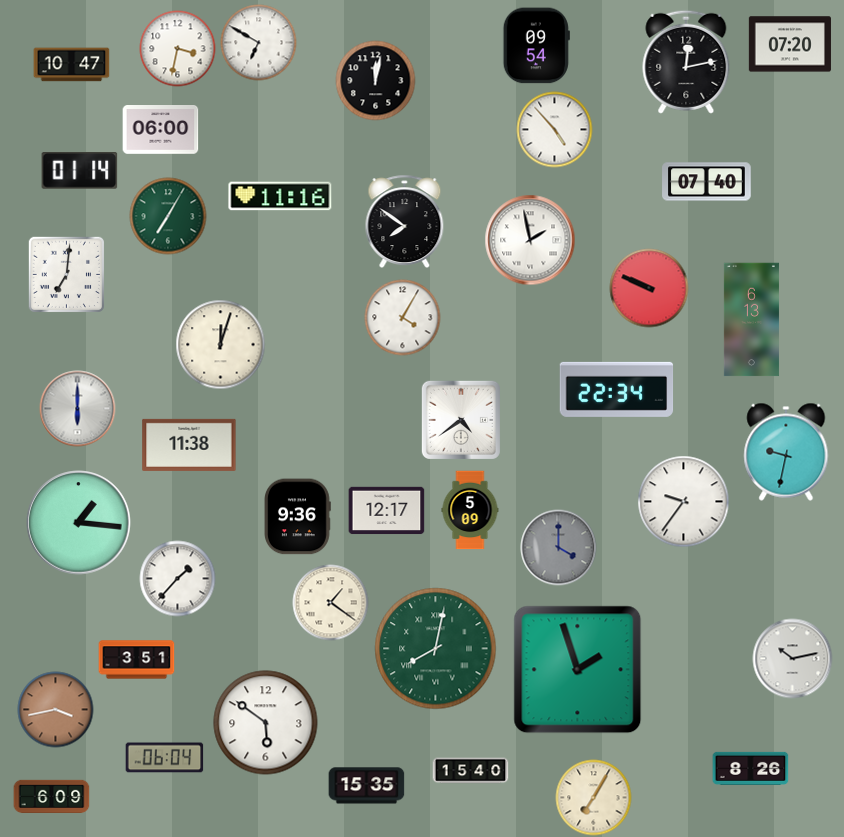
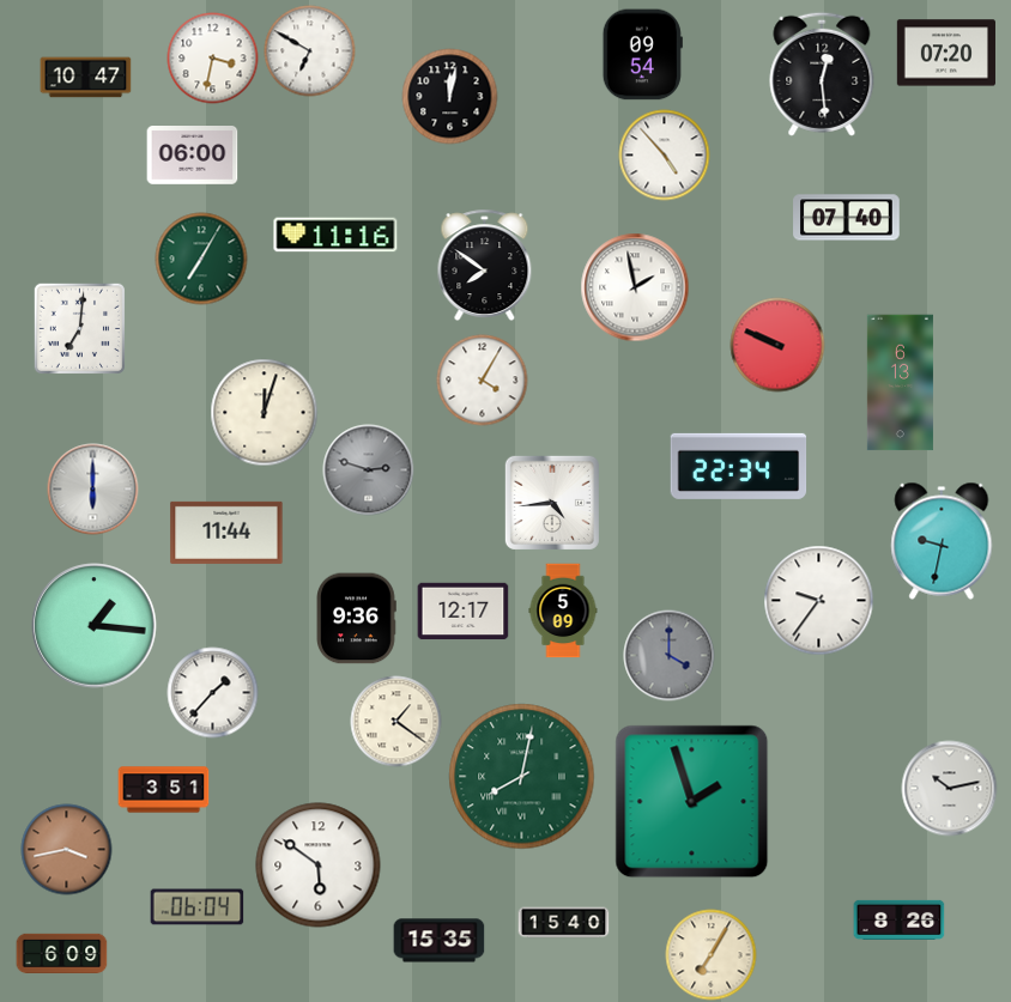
clock at (686, 62): 12:13 -> 12:29
clock at (80, 171): 01:14 -> none
clock at (369, 470): none -> 2:48
clock at (461, 420): 4:39 -> 4:44
clock at (189, 445): 11:38 -> 11:44
